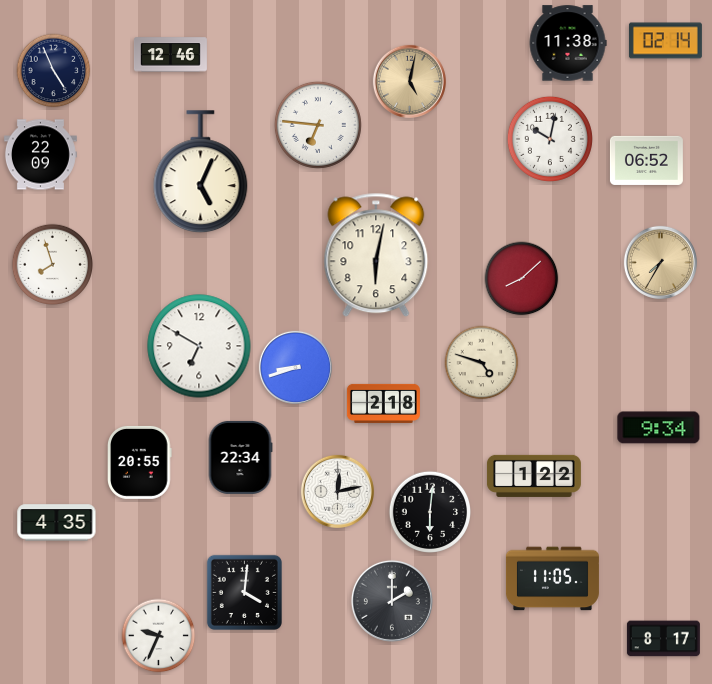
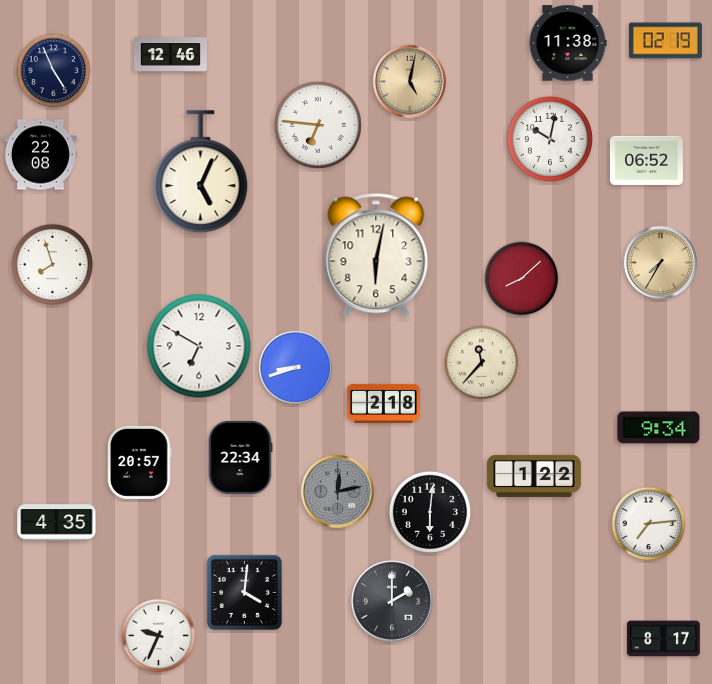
clock at (665, 41): 02:14 -> 02:19
clock at (40, 155): 22:09 -> 22:08
clock at (482, 363): 4:48 -> 11:37
clock at (140, 462): 20:55 -> 20:57
clock at (337, 491) dial: white -> grey
clock at (649, 524): none -> 7:14
clock at (552, 579): 11:05 -> none
